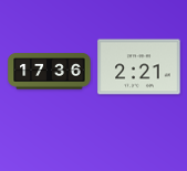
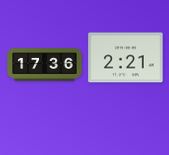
clock at (139, 67) position: (139, 67) -> (126, 58)
